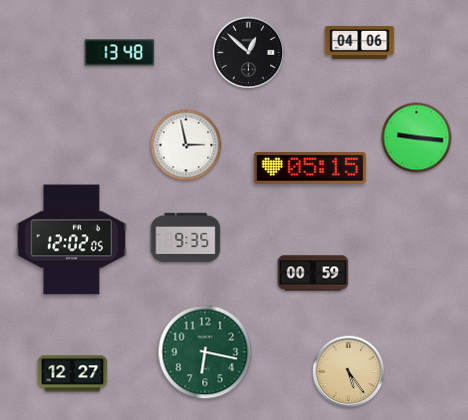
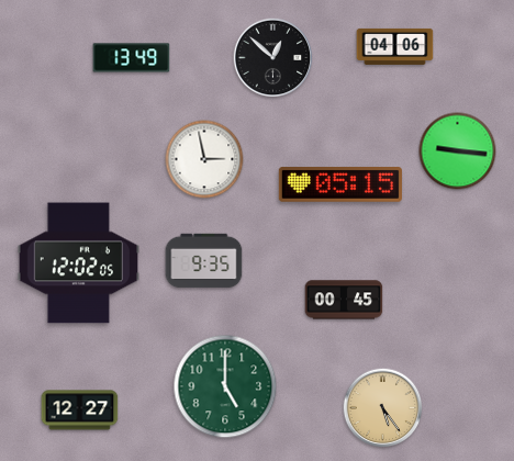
clock at (120, 53): 13:48 -> 13:49
clock at (313, 273): 00:59 -> 00:45
clock at (205, 352): 6:17 -> 5:00
